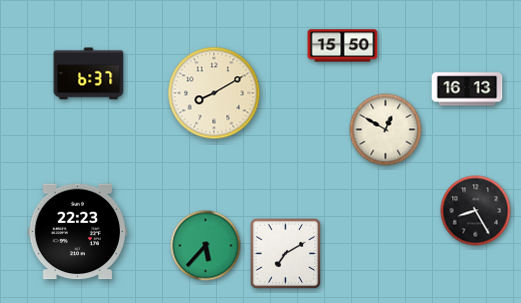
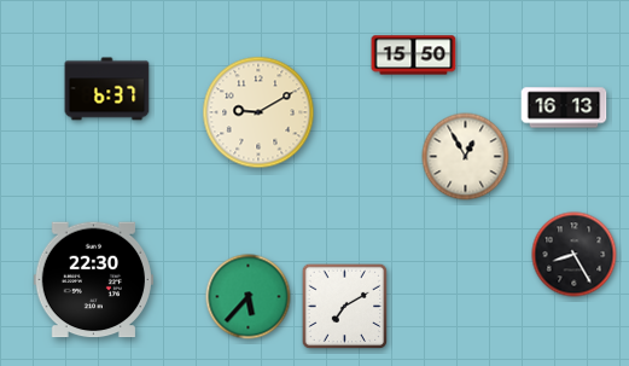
clock at (214, 93): 8:10 -> 9:10
clock at (386, 130): 12:50 -> 12:55
clock at (77, 232): 22:23 -> 22:30
